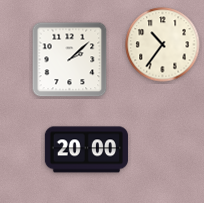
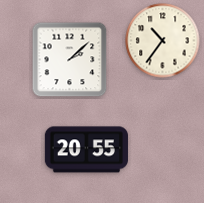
clock at (163, 45) position: (163, 45) -> (163, 41)
clock at (86, 150): 20:00 -> 20:55
